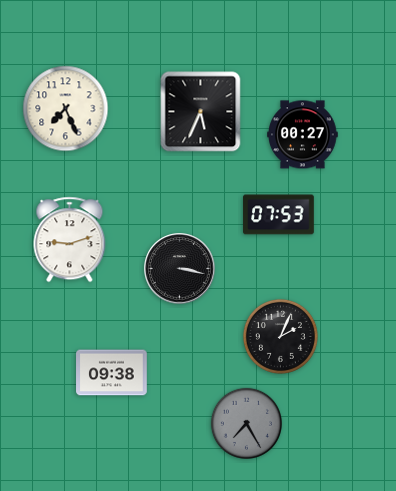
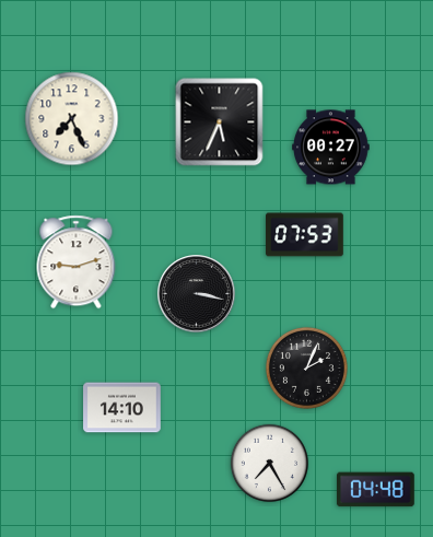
clock at (112, 373): 09:38 -> 14:10
clock at (247, 424) dial: grey -> white
clock at (376, 490): none -> 04:48
